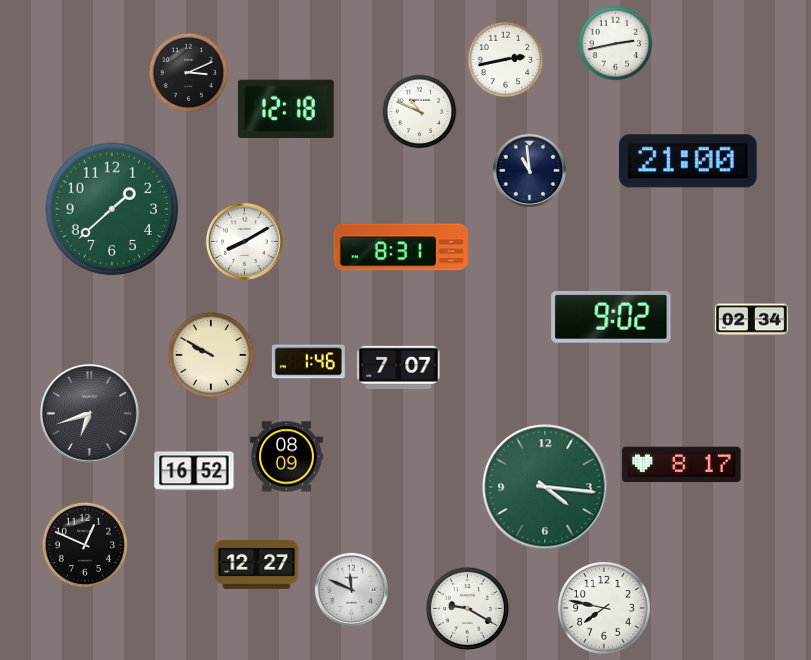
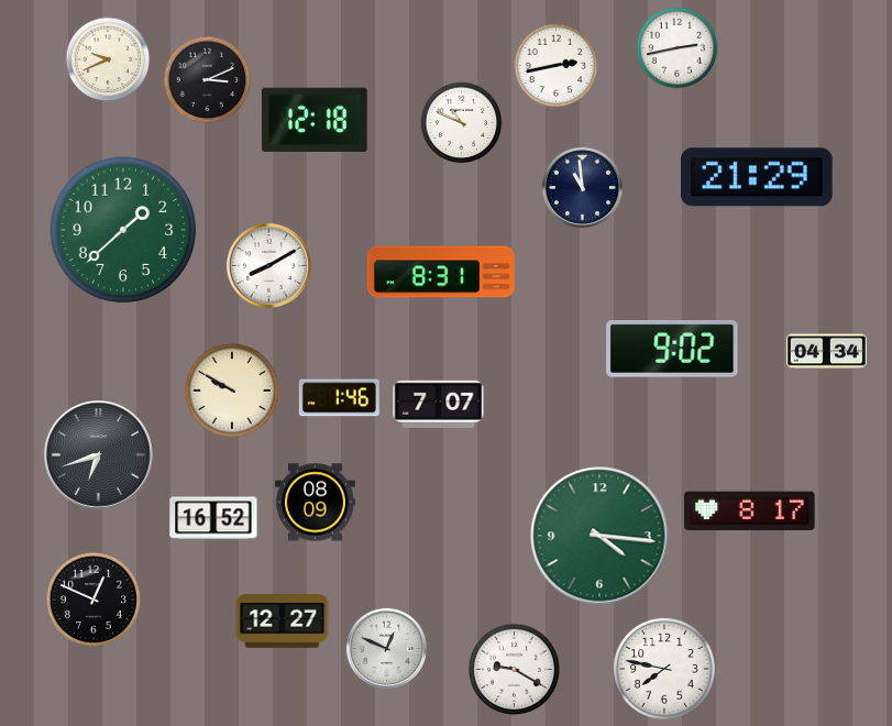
clock at (108, 59): none -> 9:41
clock at (689, 161): 21:00 -> 21:29
clock at (751, 320): 02:34 -> 04:34
clock at (351, 589): 11:49 -> 12:49
